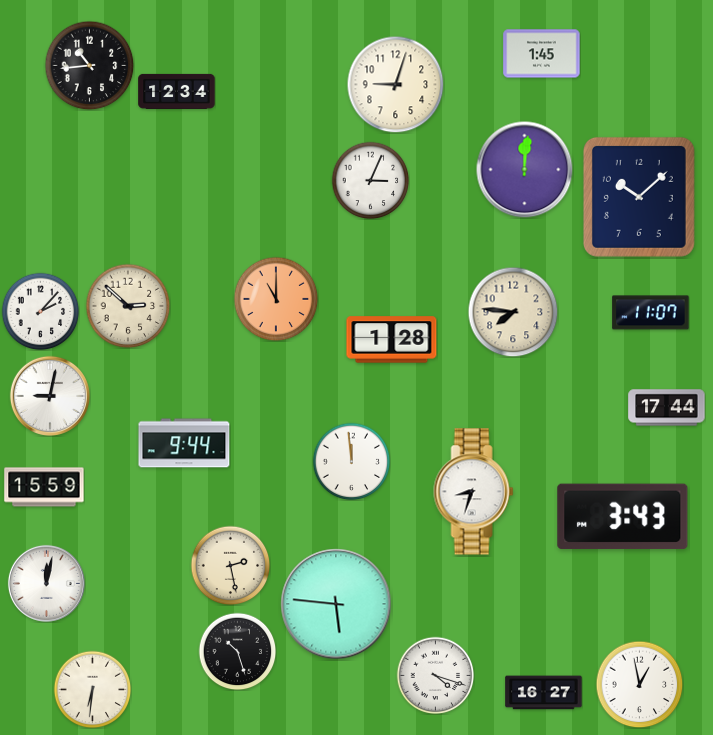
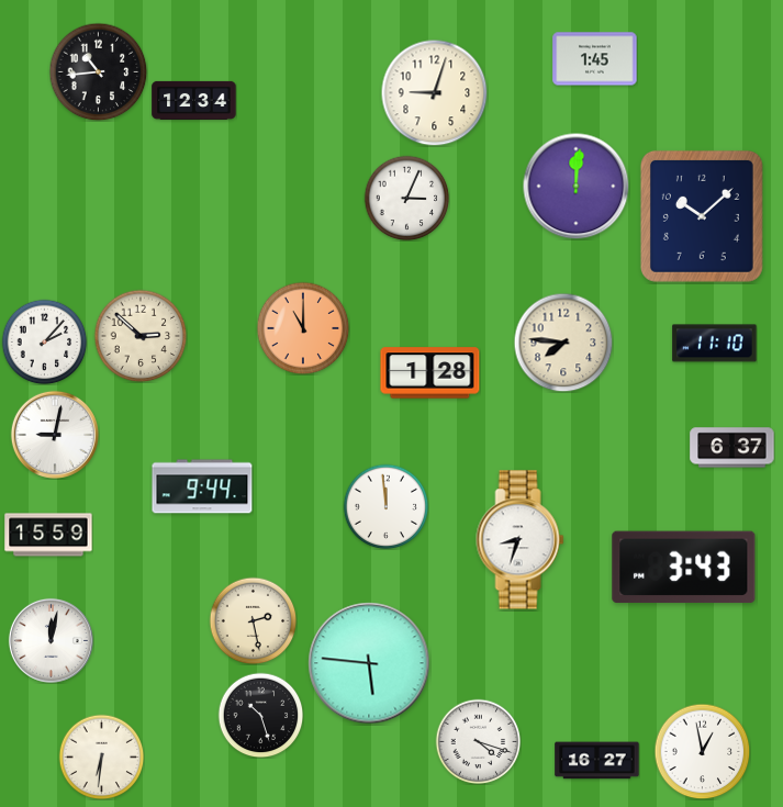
clock at (651, 313): 11:07 -> 11:10
clock at (667, 408): 17:44 -> 6:37
